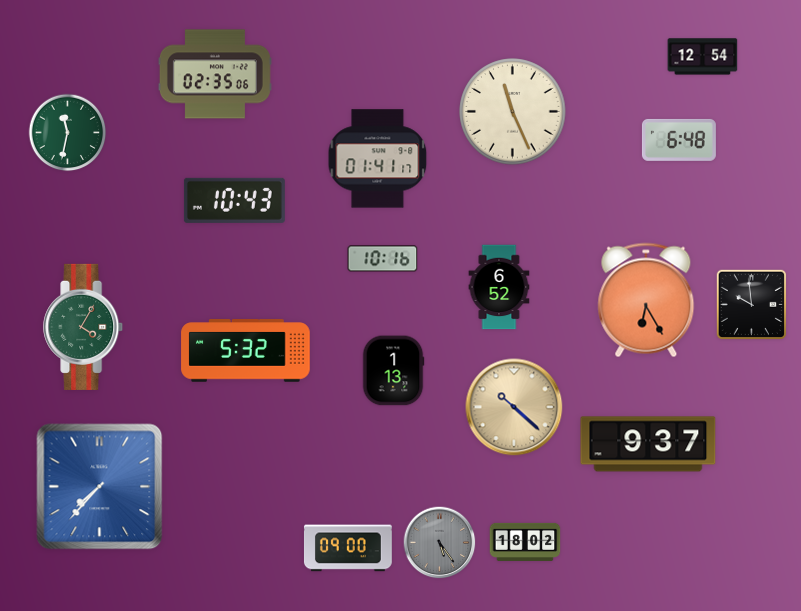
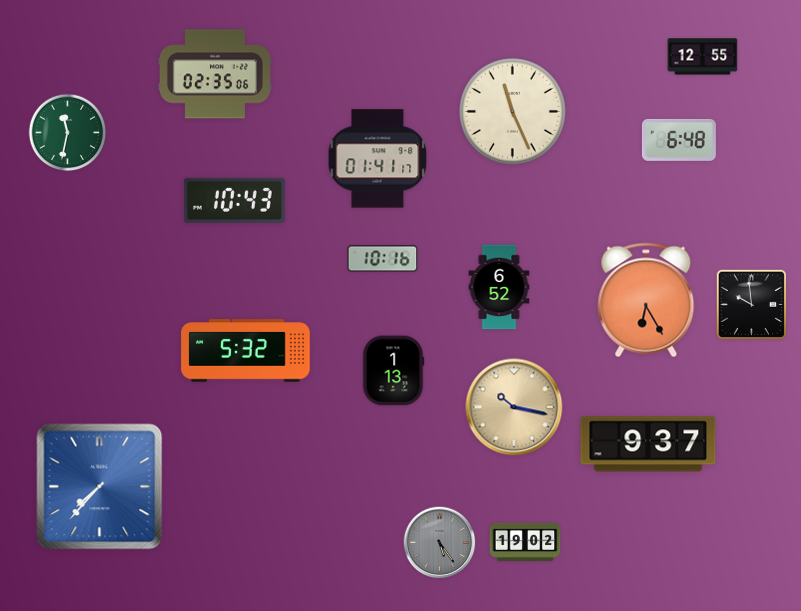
clock at (703, 57): 12:54 -> 12:55
clock at (84, 327): 4:05 -> none
clock at (514, 407): 10:22 -> 10:17
clock at (525, 542): 18:02 -> 19:02
clock at (348, 548): 09:00 -> none
